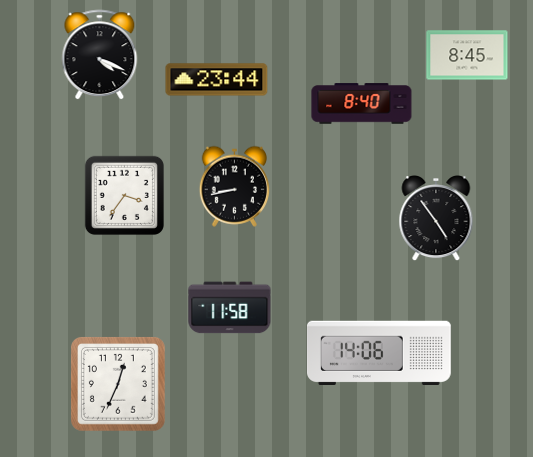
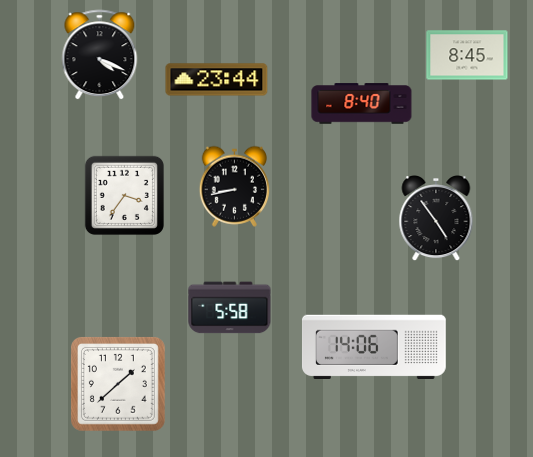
clock at (230, 308): 11:58 -> 5:58
clock at (379, 352) position: (379, 352) -> (374, 346)
clock at (118, 384): 12:34 -> 1:38
